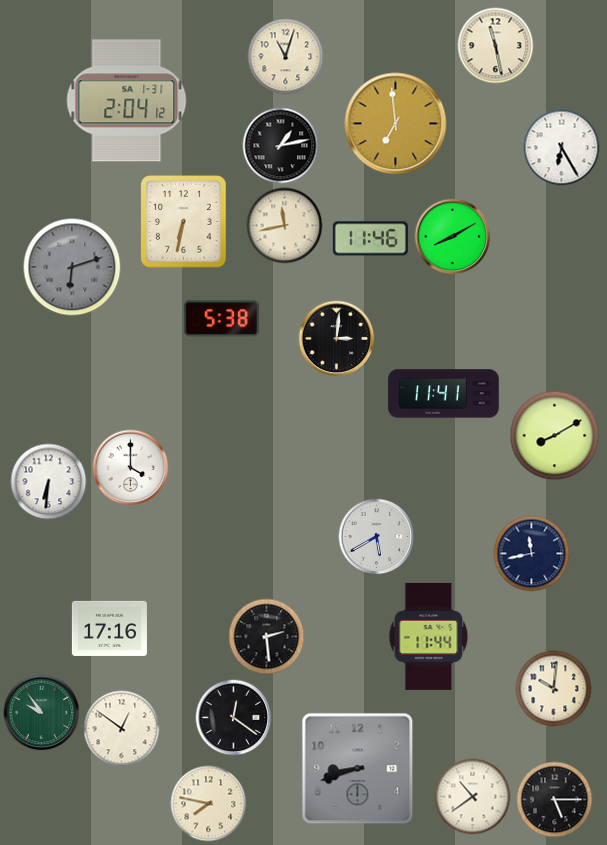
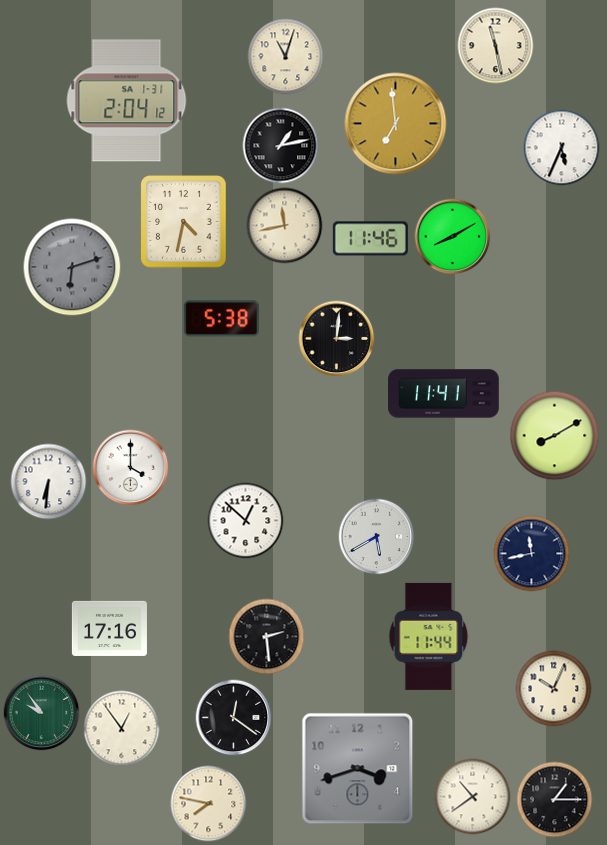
clock at (562, 148): 6:25 -> 5:34
clock at (184, 222): 6:32 -> 4:32
clock at (246, 521): none -> 12:52
clock at (554, 689): 10:01 -> 10:04
clock at (122, 729): 12:51 -> 12:54
clock at (358, 769): 8:42 -> 3:42
clock at (555, 800): 5:15 -> 1:15
